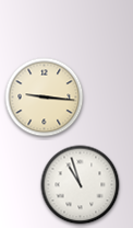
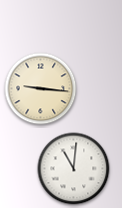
clock at (81, 185): 10:57 -> 11:01
